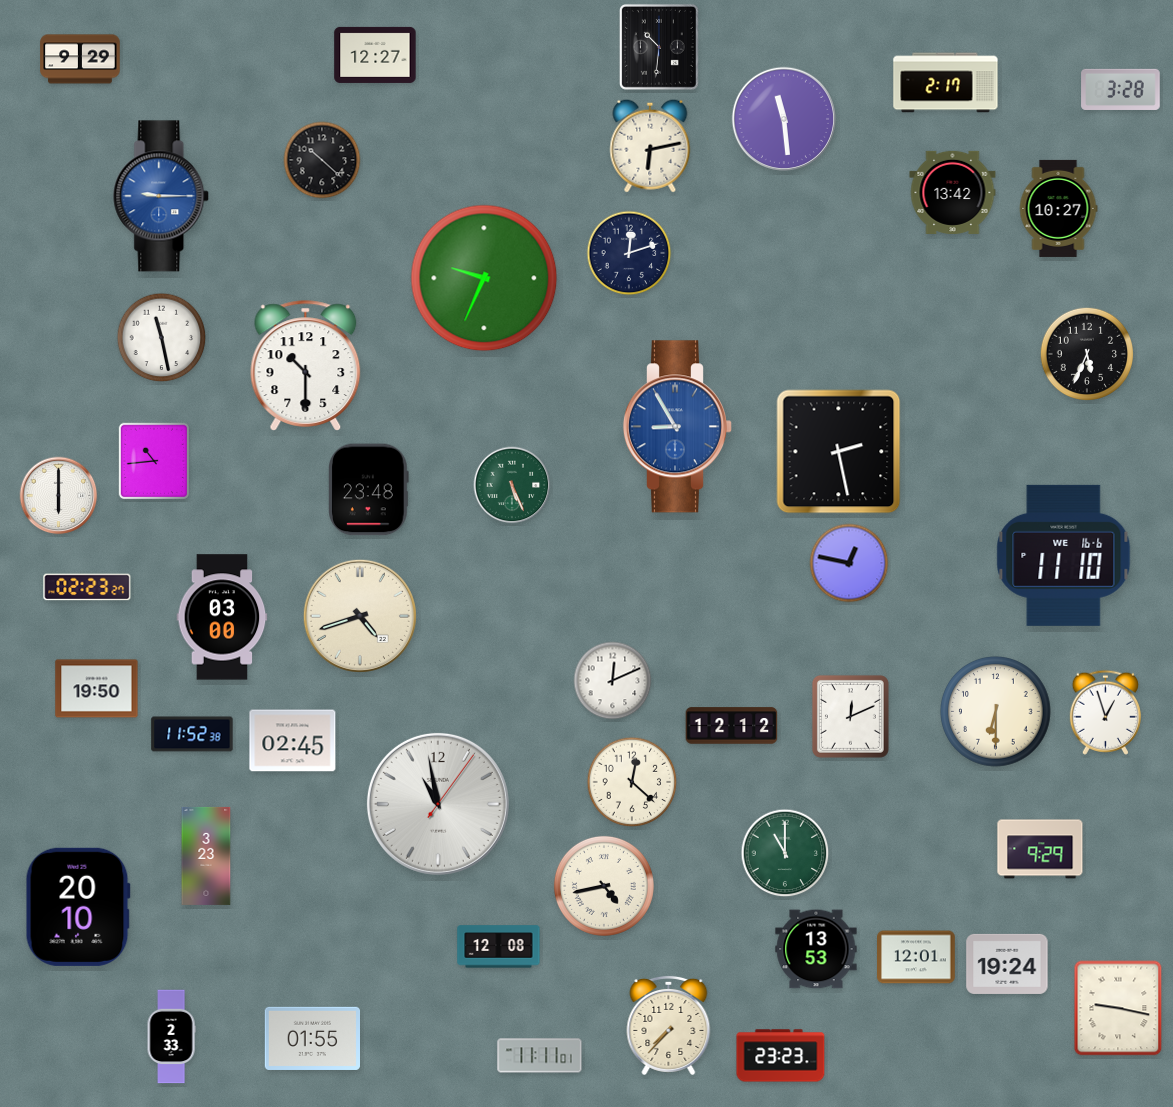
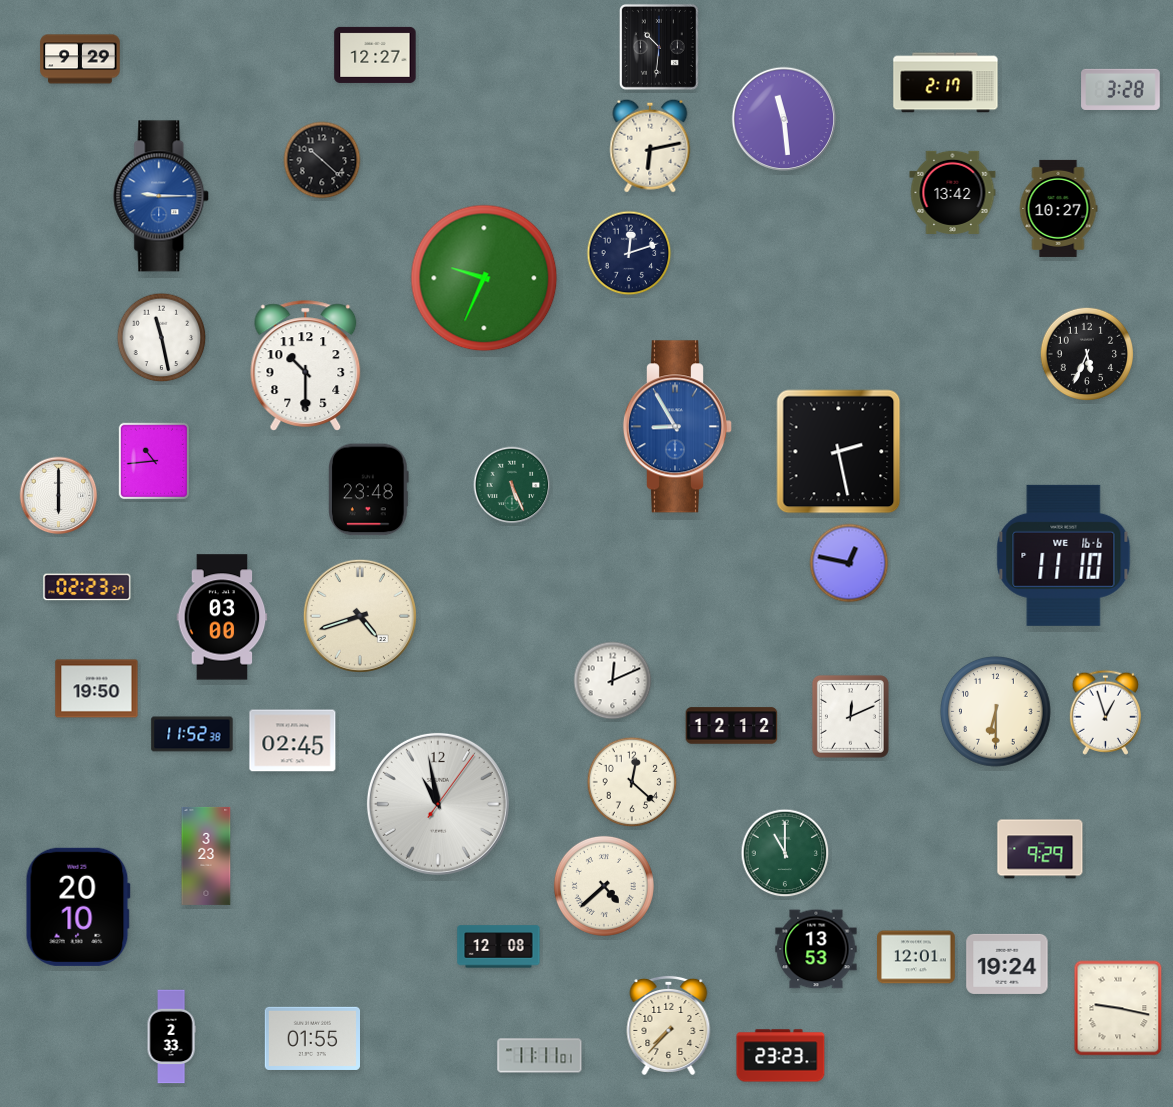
clock at (604, 886): 4:43 -> 4:38
